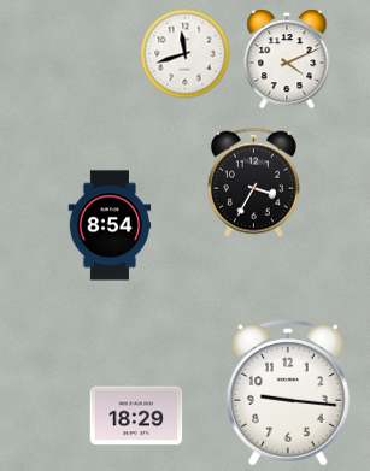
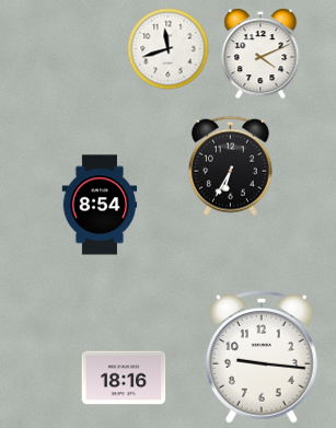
clock at (253, 182): 3:35 -> 6:35
clock at (136, 416): 18:29 -> 18:16
